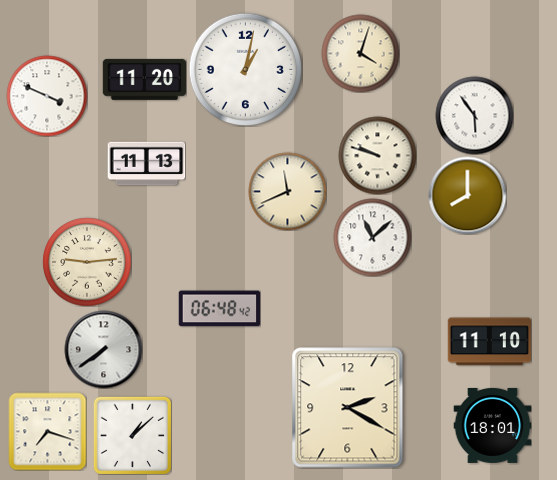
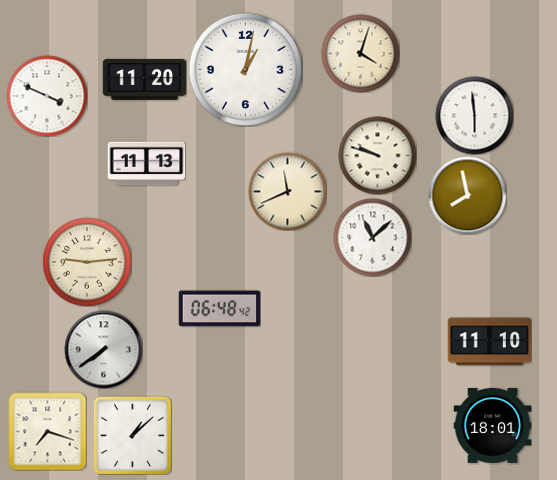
clock at (474, 115): 5:54 -> 5:59
clock at (467, 195): 8:00 -> 7:58
clock at (348, 408): 2:20 -> none
